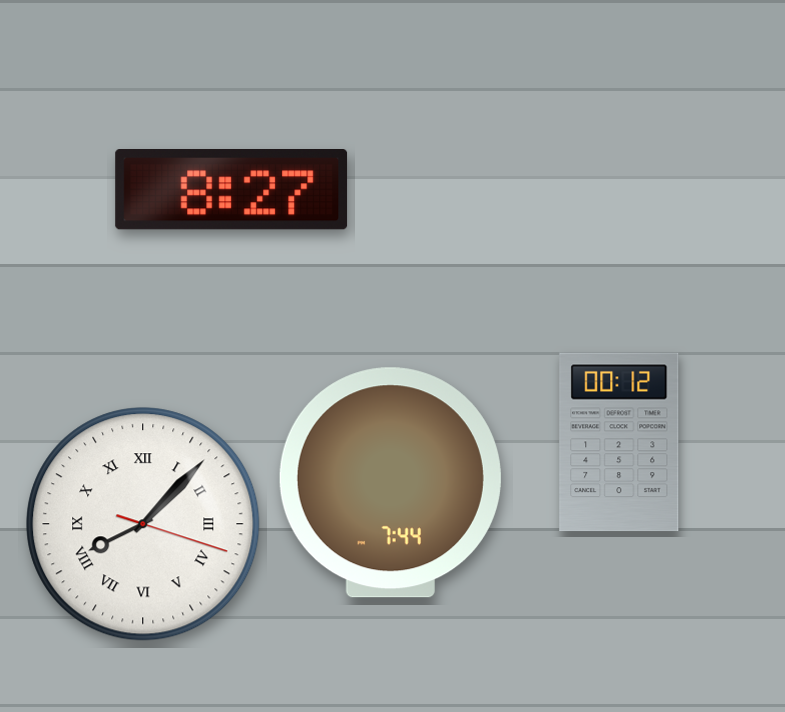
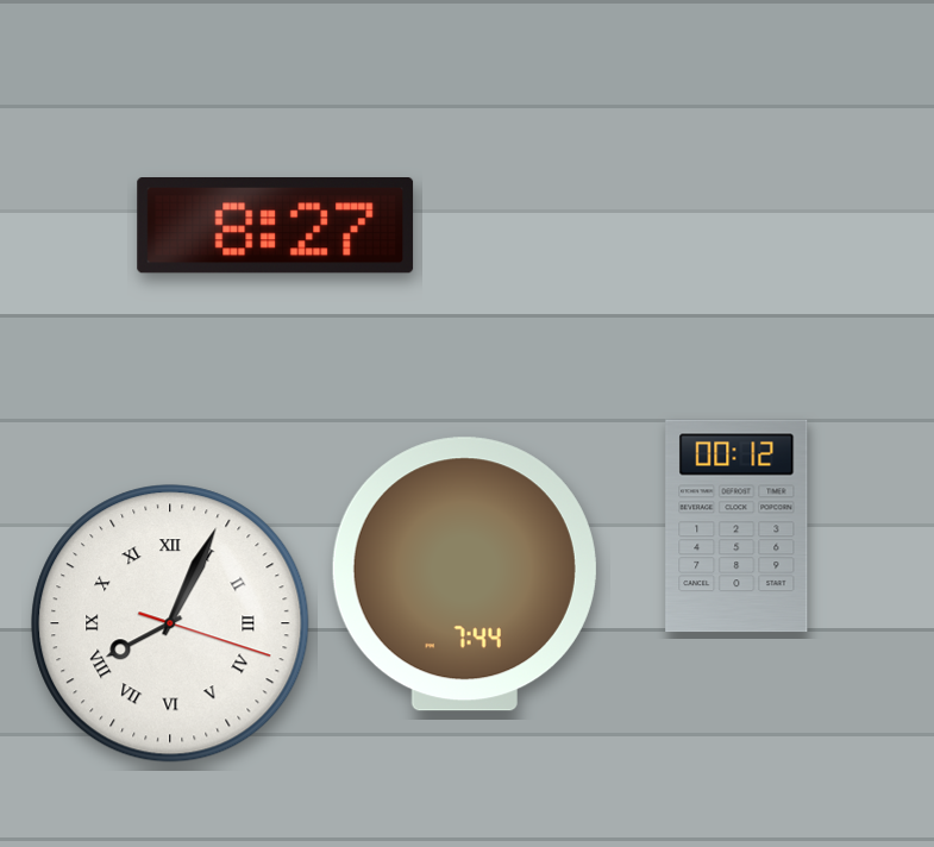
clock at (143, 524): 8:07 -> 8:04
